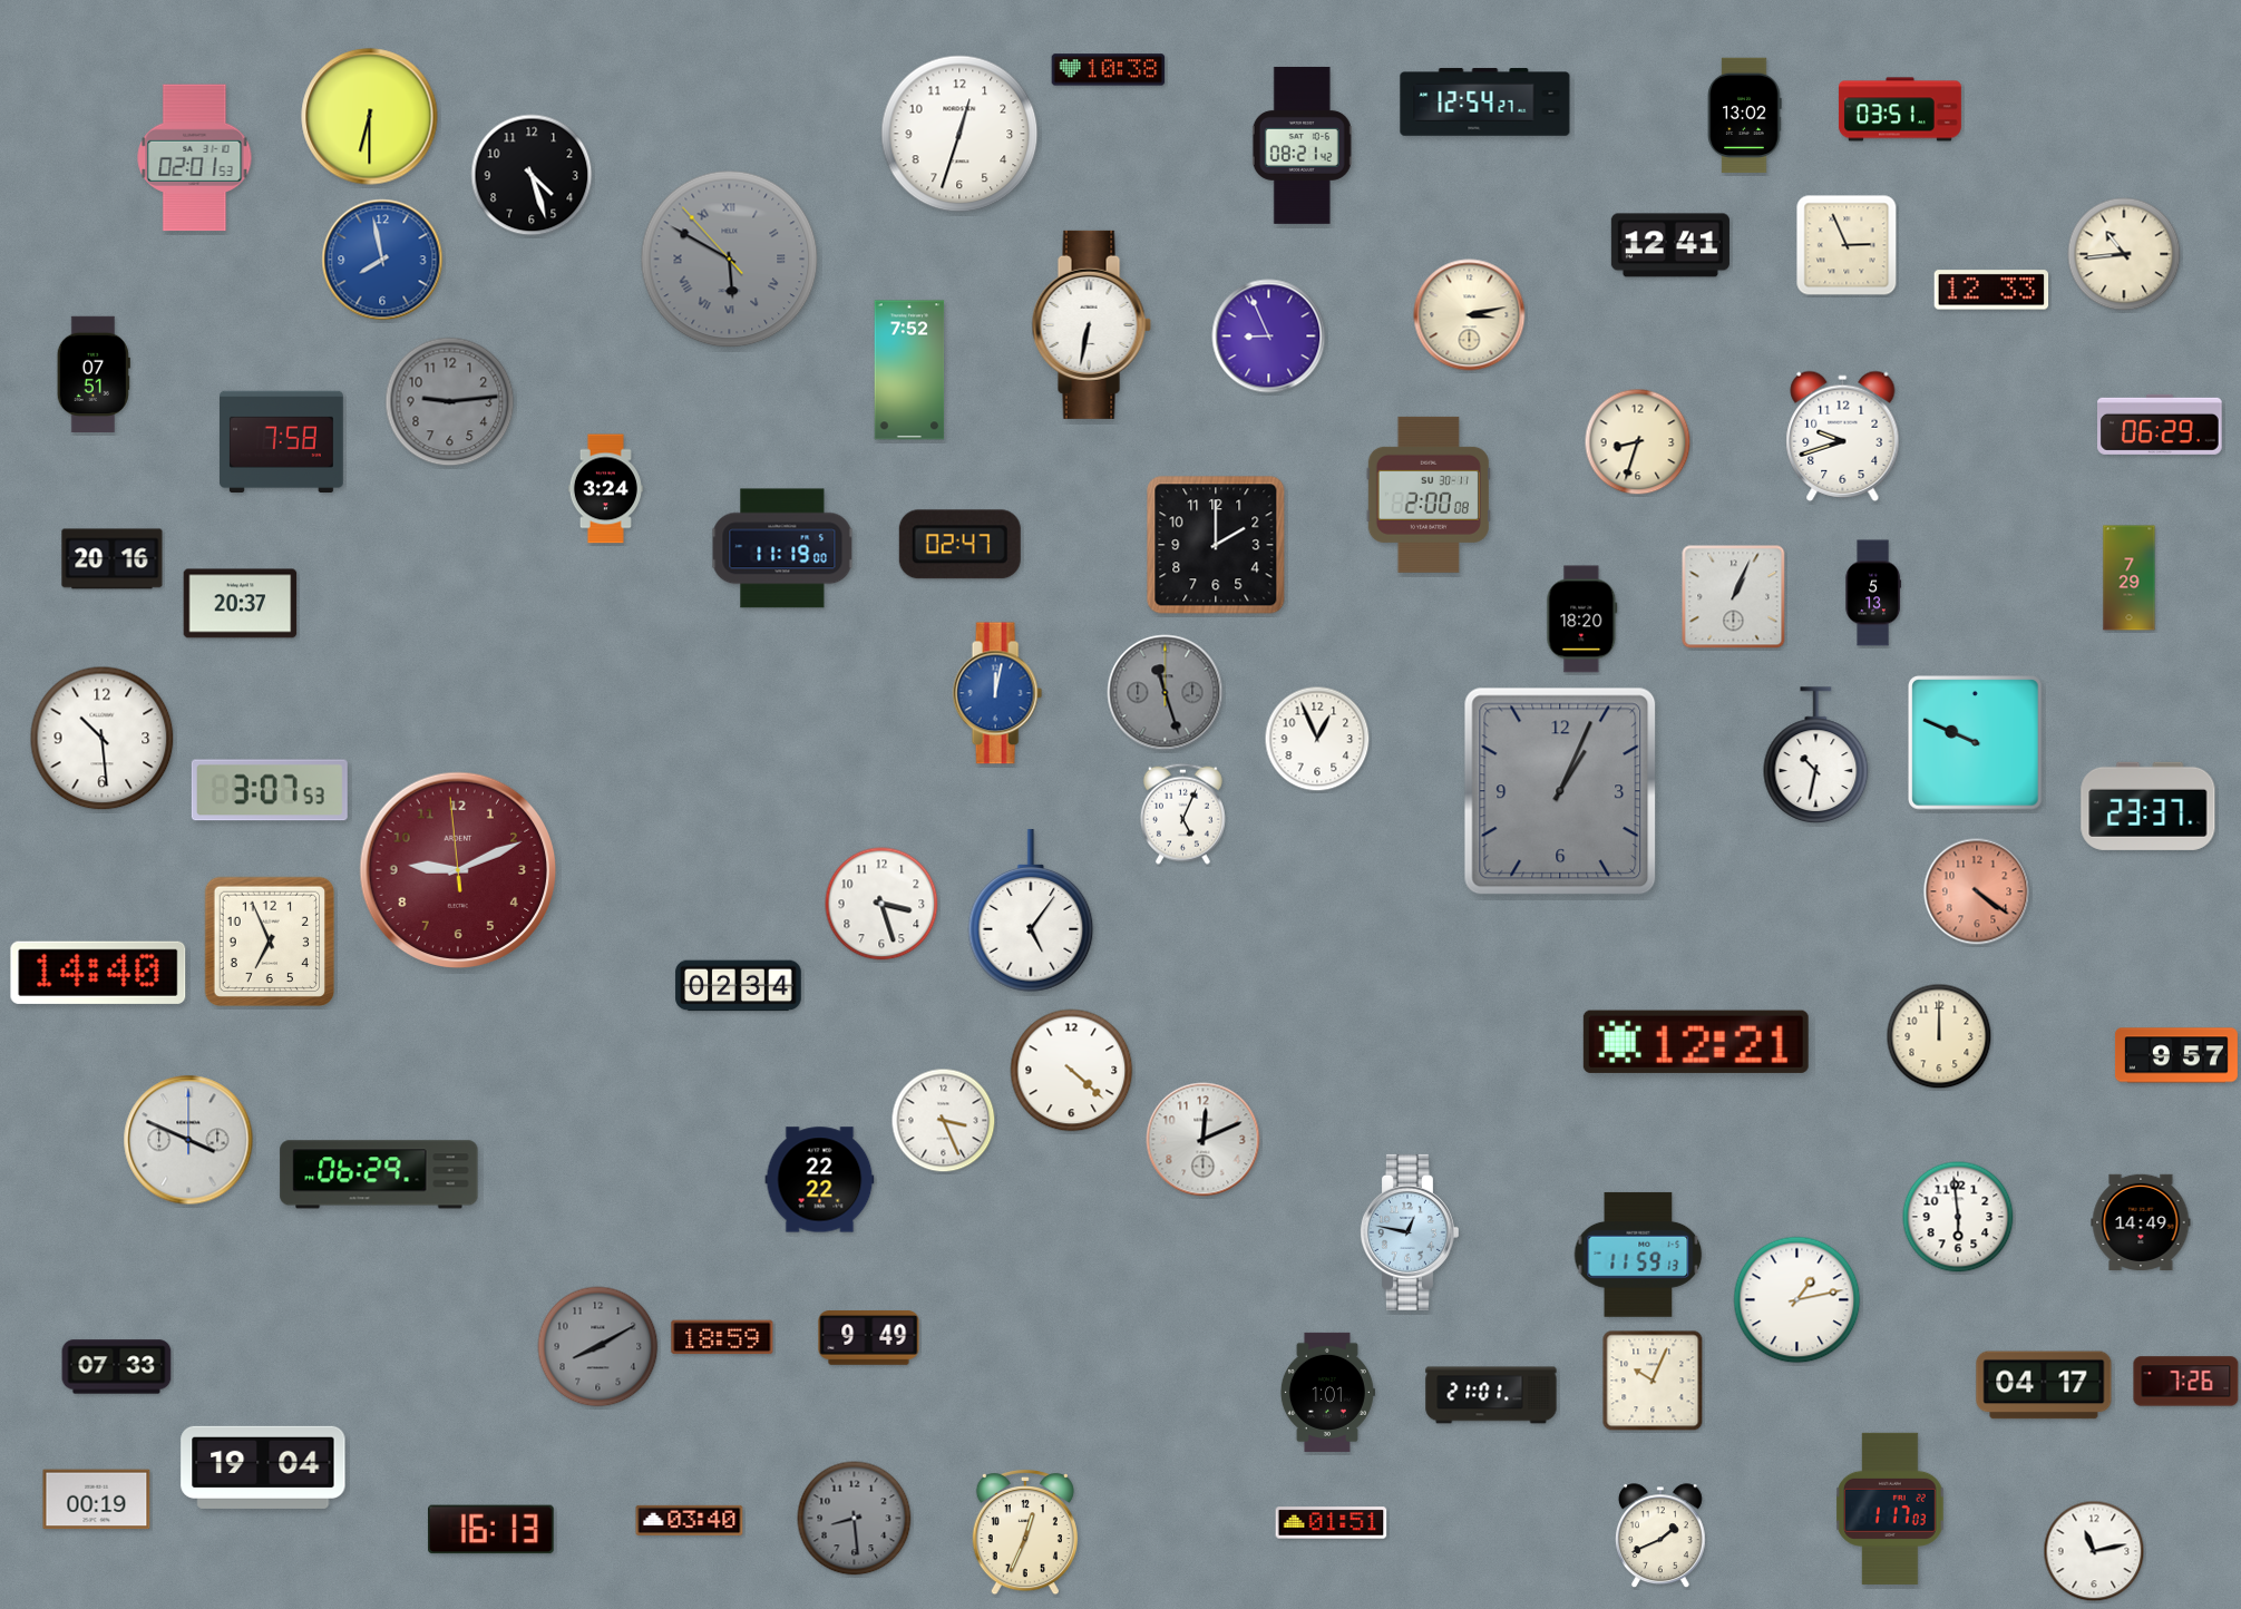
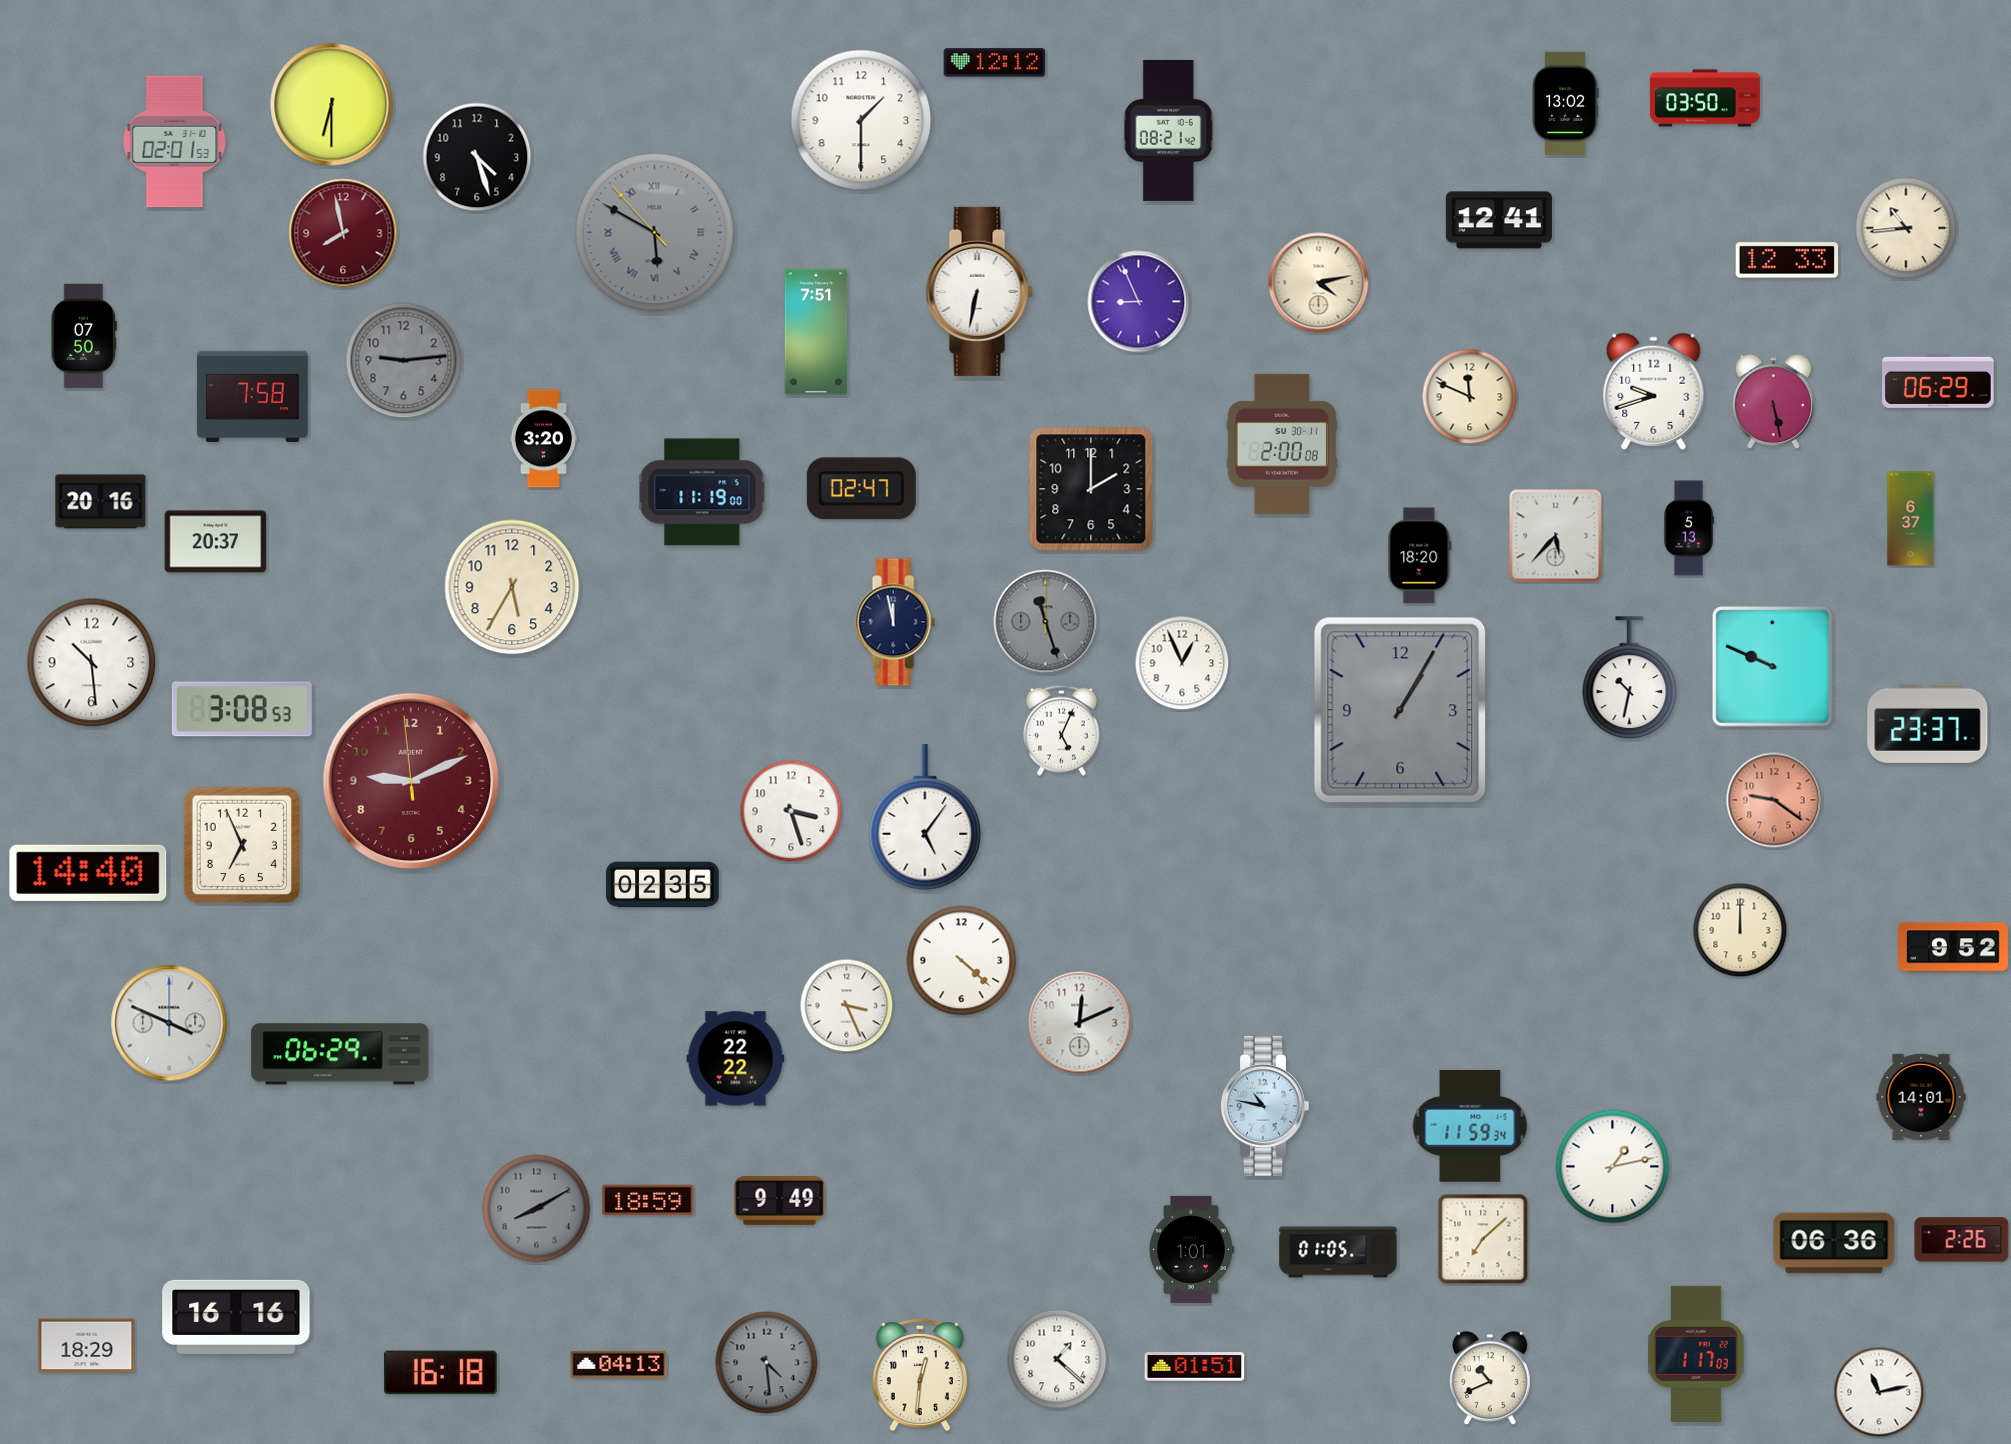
clock at (1109, 70): 10:38 -> 12:12
clock at (1485, 103): 12:54 -> none
clock at (1900, 109): 03:51 -> 03:50
clock at (959, 134): 12:33 -> 1:30
clock at (1847, 245): 2:56 -> none
clock at (382, 260) dial: blue -> burgundy
clock at (1470, 315): 3:13 -> 4:13
clock at (909, 370): 7:52 -> 7:51
clock at (94, 373): 07:51 -> 07:50
clock at (1638, 442): 8:33 -> 11:49
clock at (1773, 402): none -> 5:28
clock at (605, 489): 3:24 -> 3:20
clock at (2130, 578): 7:29 -> 6:37
clock at (1873, 593) position: (1873, 593) -> (1689, 528)
clock at (1734, 597): 1:04 -> 5:37
clock at (512, 587): none -> 5:35
clock at (997, 693): 12:02 -> 11:58
clock at (997, 693) dial: blue -> navy
clock at (270, 790): 3:07 -> 3:08
clock at (1560, 791): 1:04 -> 1:05
clock at (1977, 891): 4:21 -> 9:21
clock at (739, 986): 02:34 -> 02:35
clock at (1696, 1042): 12:21 -> none
clock at (2176, 1055): 9:57 -> 9:52
clock at (1958, 1217): 5:59 -> none
clock at (2141, 1221): 14:49 -> 14:01
clock at (1409, 1232): 12:47 -> 10:47
clock at (1638, 1255): 11:59:13 -> 11:59:34
clock at (117, 1367): 07:33 -> none
clock at (1653, 1381): 10:04 -> 7:08
clock at (2186, 1382): 7:26 -> 2:26
clock at (2044, 1385): 04:17 -> 06:36
clock at (1491, 1395): 21:01 -> 01:05
clock at (263, 1467): 19:04 -> 16:16
clock at (97, 1500): 00:19 -> 18:29
clock at (1057, 1359): none -> 1:22
clock at (855, 1519): 8:29 -> 4:29
clock at (690, 1520): 03:40 -> 04:13
clock at (491, 1530): 16:13 -> 16:18
clock at (1025, 1532): 12:34 -> 12:31
clock at (1660, 1537): 1:41 -> 10:41
